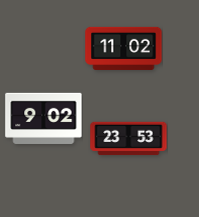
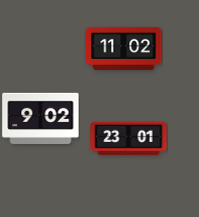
clock at (44, 118) position: (44, 118) -> (41, 118)
clock at (129, 139): 23:53 -> 23:01
